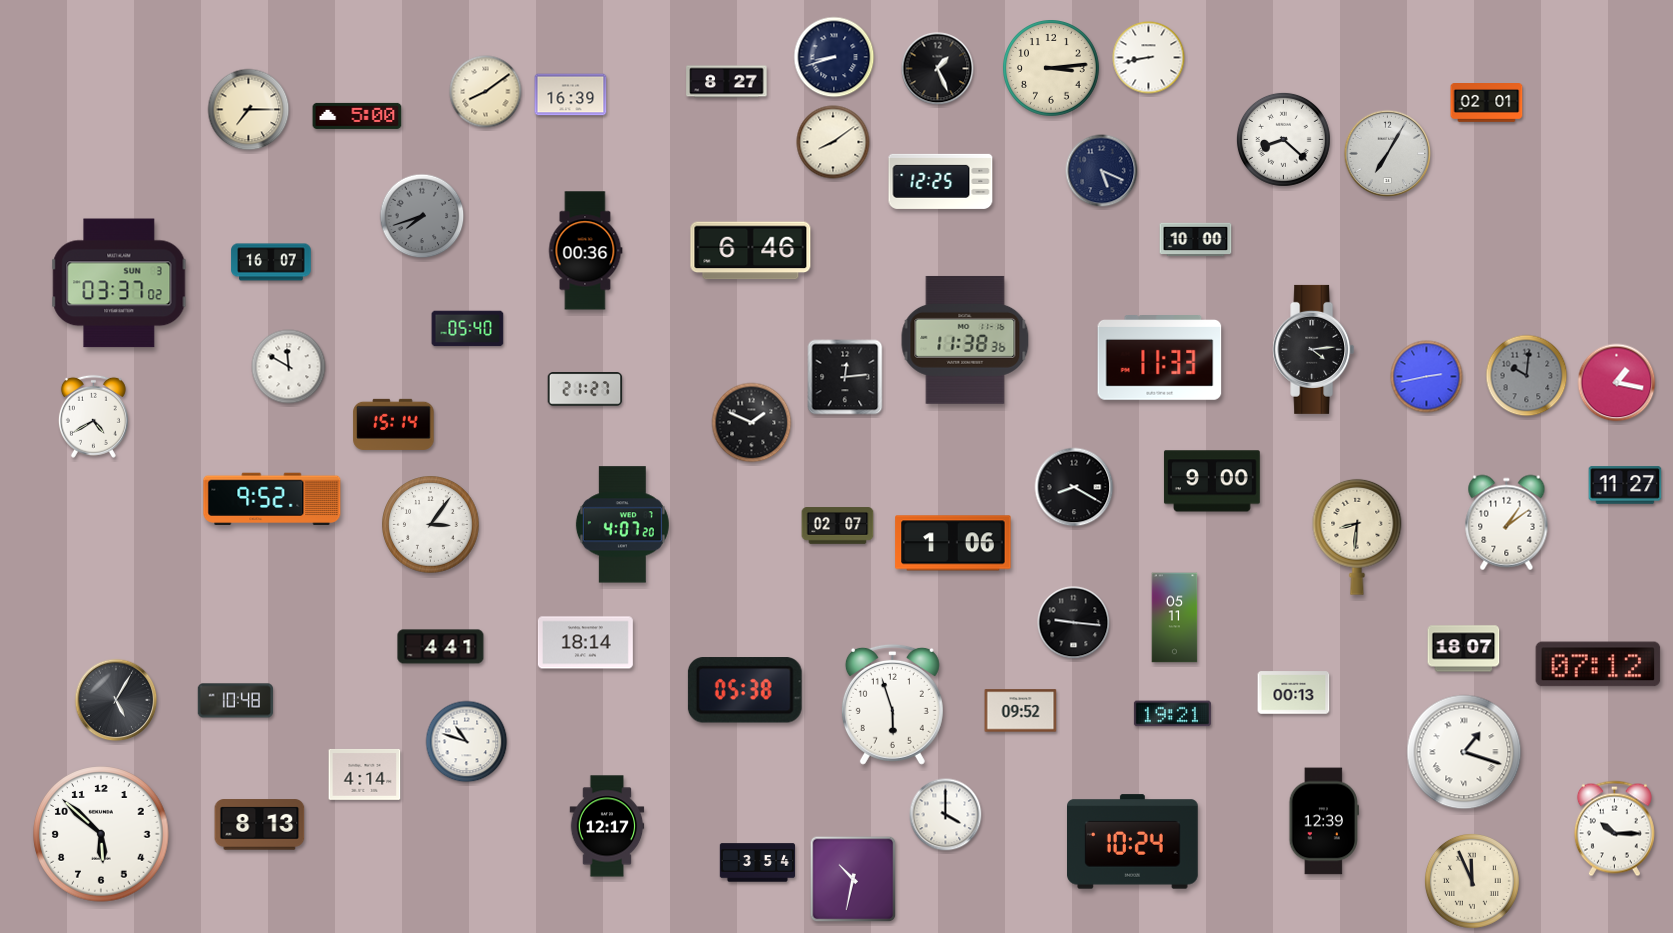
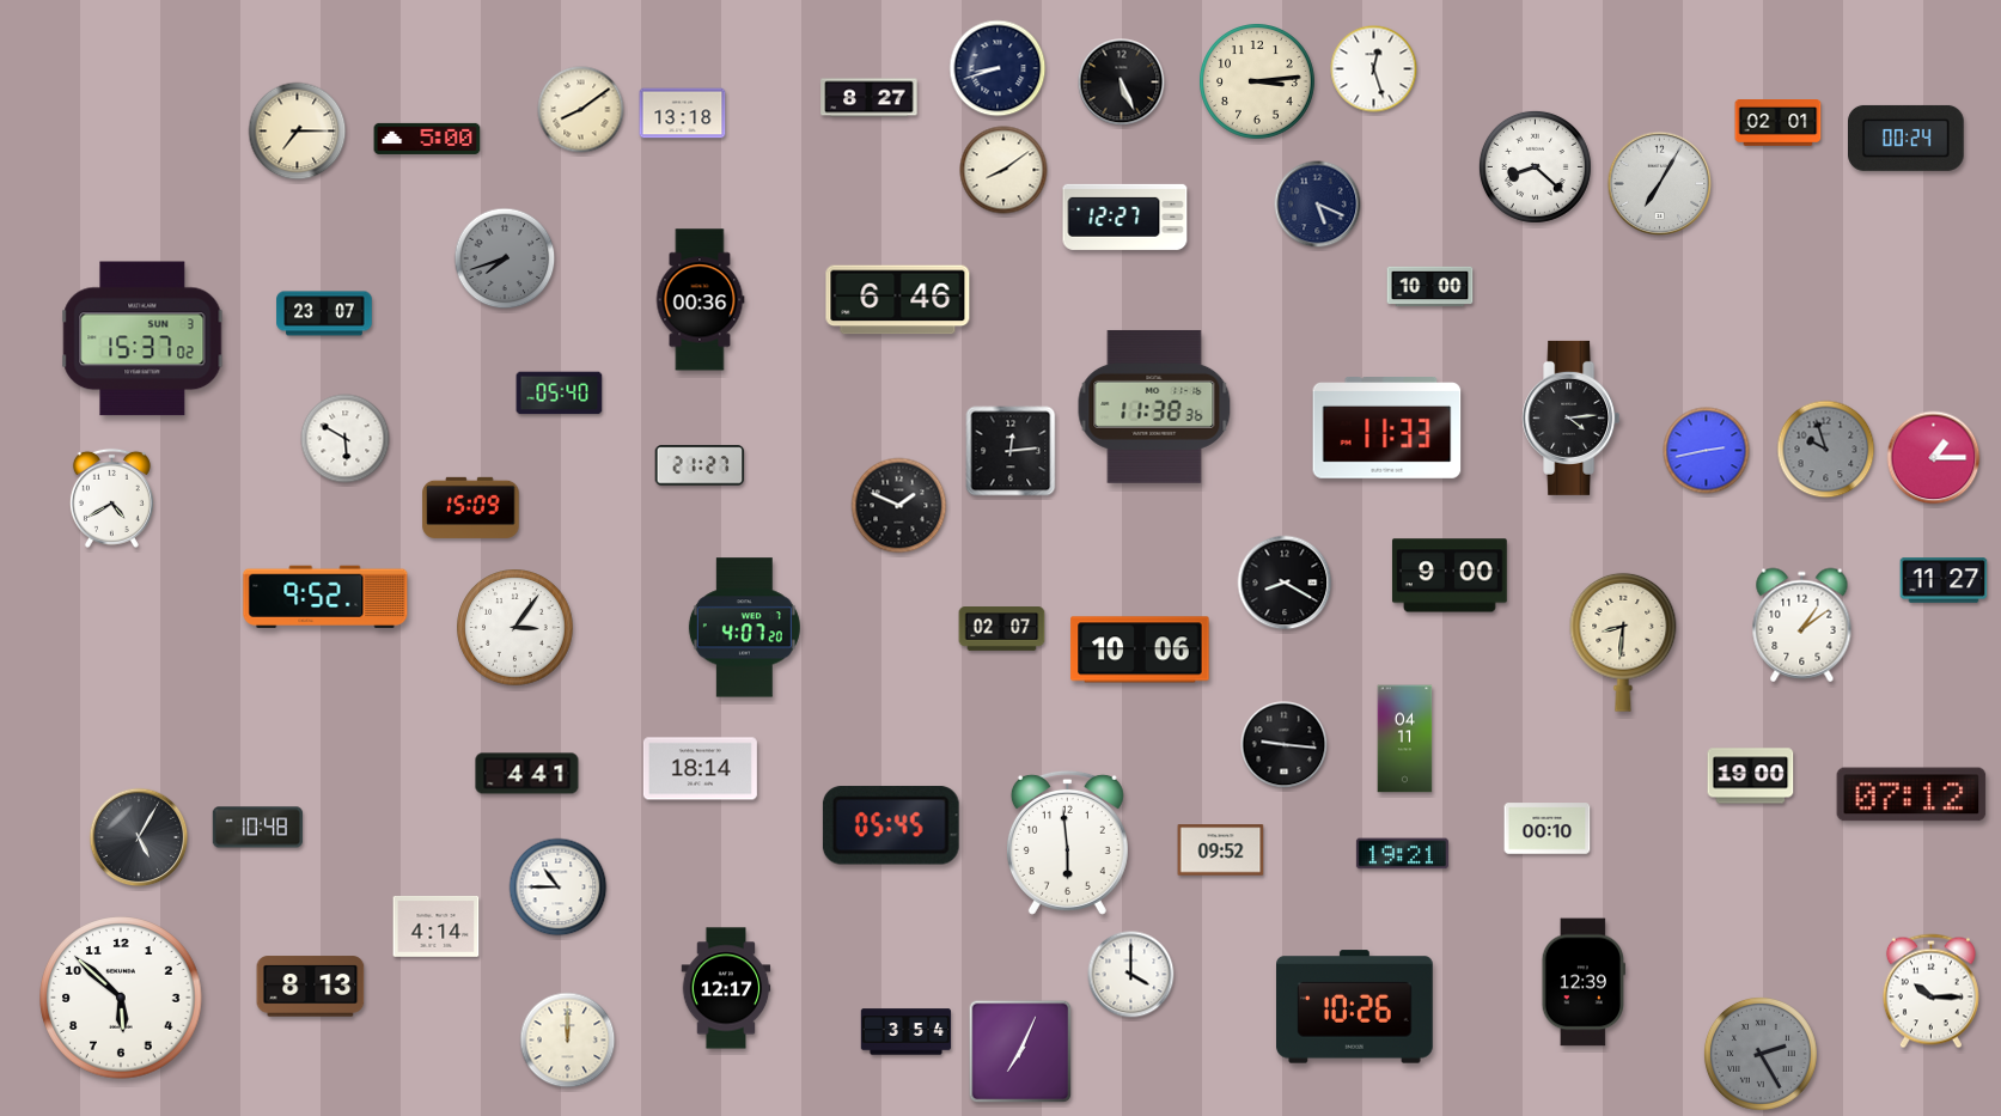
clock at (1149, 58): 8:43 -> 12:27
clock at (938, 69): 1:26 -> 5:26
clock at (571, 95): 16:39 -> 13:18
clock at (1907, 138): none -> 00:24
clock at (833, 142) position: (833, 142) -> (1003, 170)
clock at (941, 181): 12:25 -> 12:27
clock at (271, 262): 16:07 -> 23:07
clock at (119, 283): 03:37 -> 15:37
clock at (289, 367): 11:50 -> 5:50
clock at (1527, 376): 10:01 -> 9:57
clock at (1617, 383): 1:17 -> 1:15
clock at (394, 424): 15:14 -> 15:09
clock at (953, 543): 1:06 -> 10:06
clock at (1175, 618): 05:11 -> 04:11
clock at (1464, 649): 18:07 -> 19:00
clock at (745, 690): 05:38 -> 05:45
clock at (1294, 693): 00:13 -> 00:10
clock at (235, 701) position: (235, 701) -> (257, 828)
clock at (892, 704): 5:57 -> 5:59
clock at (467, 742): 10:48 -> 10:45
clock at (1464, 752): 1:18 -> none
clock at (1133, 842): 10:24 -> 10:26
clock at (568, 1041): none -> 12:00
clock at (853, 879): 10:32 -> 7:04
clock at (1472, 881): 11:56 -> 2:25
clock at (1472, 881) dial: cream -> grey
